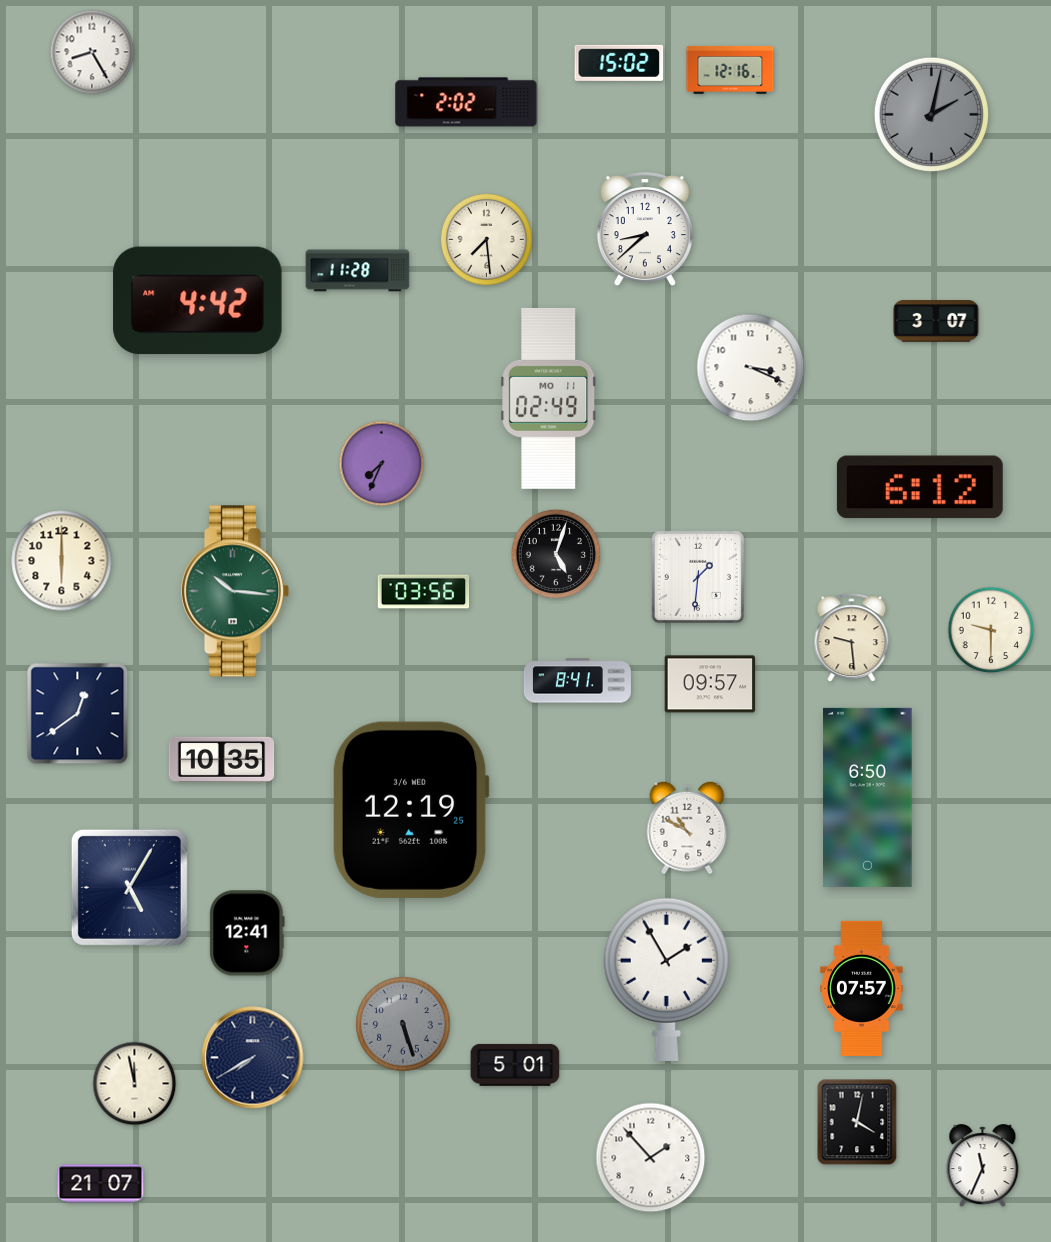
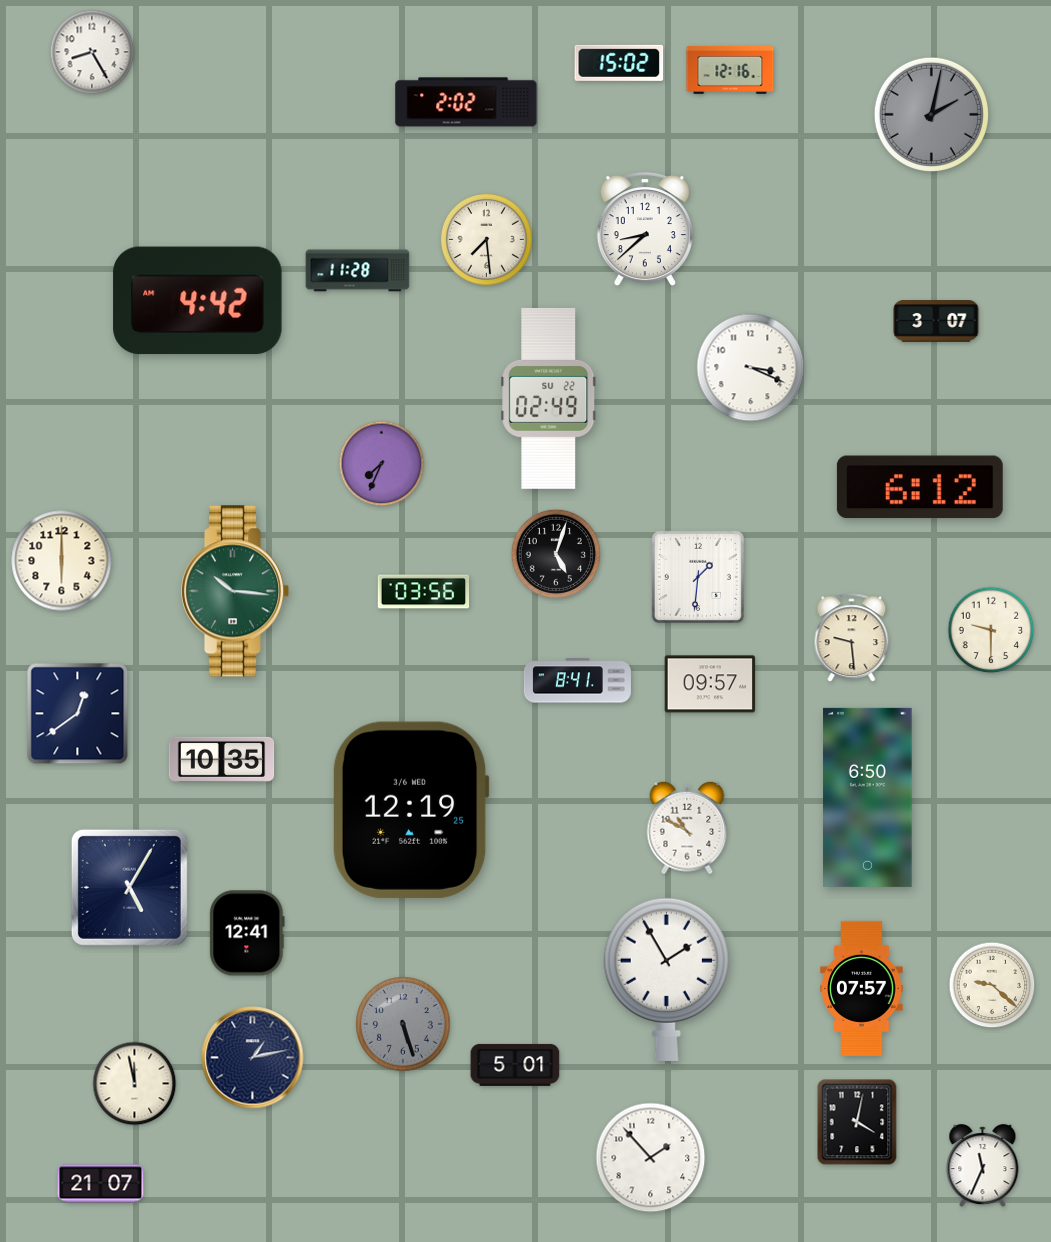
clock at (549, 398) date: MO 11 -> SU 22
clock at (992, 985): none -> 9:22
clock at (253, 1058): 7:40 -> 1:13
